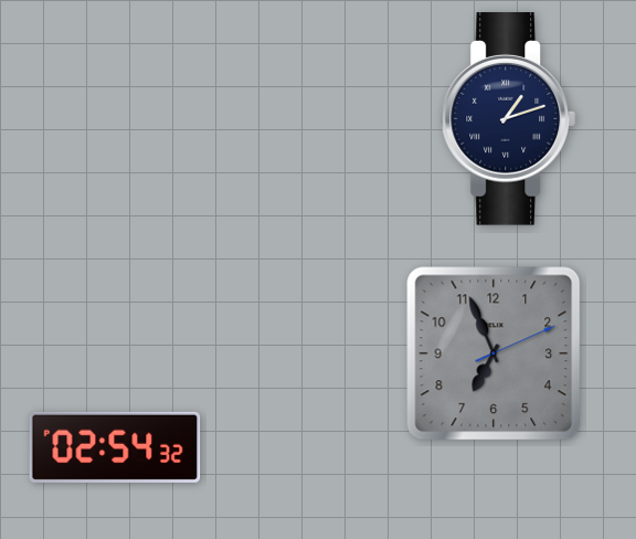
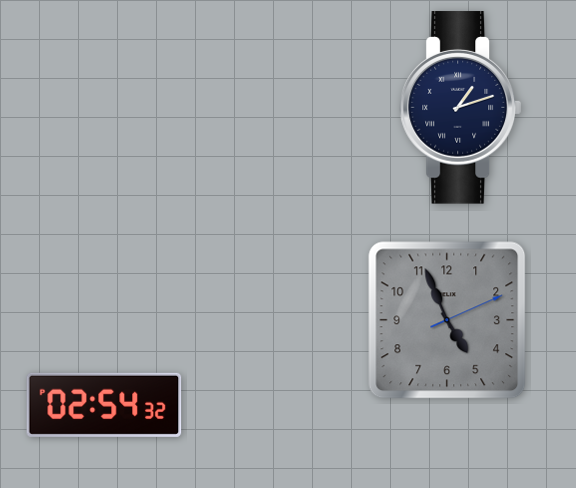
clock at (494, 353): 6:56 -> 4:56
